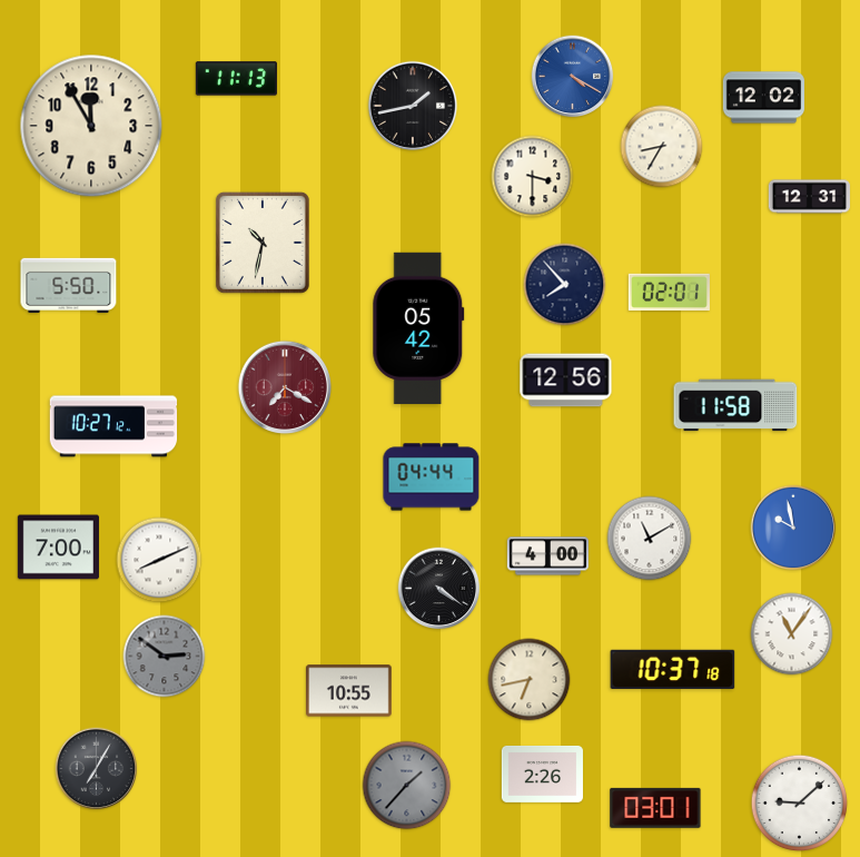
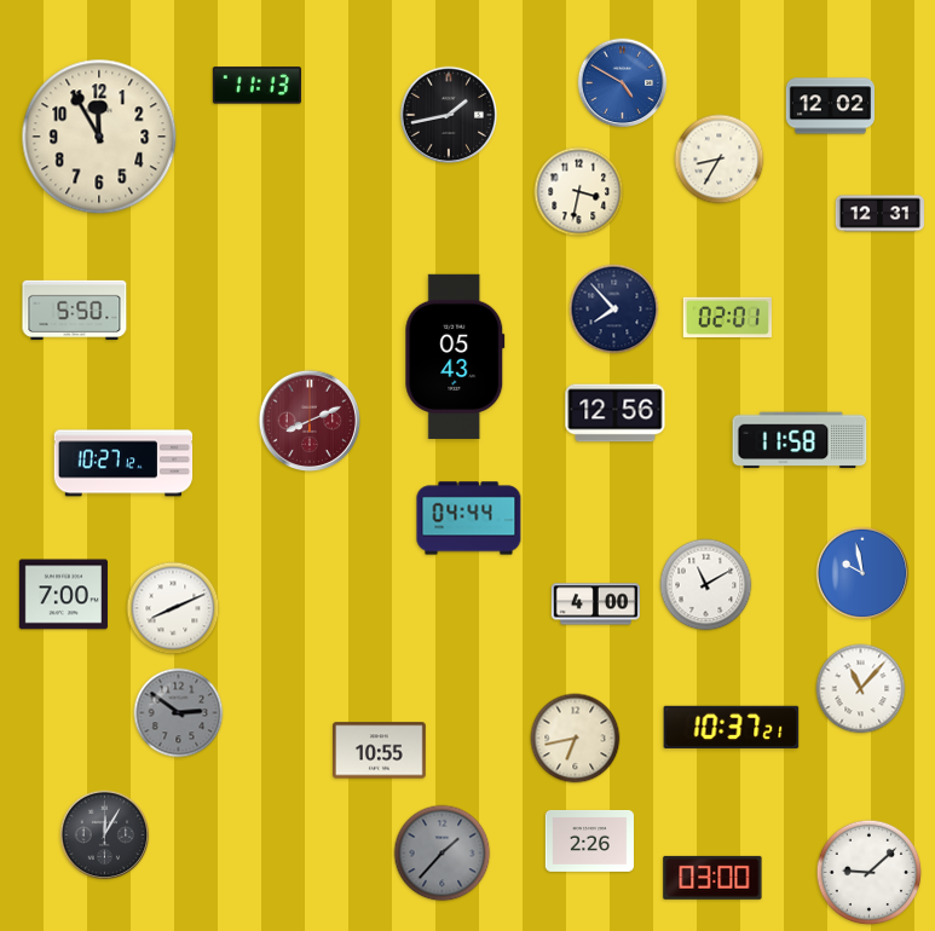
clock at (573, 77): 4:20 -> 4:50
clock at (533, 177): 3:30 -> 3:32
clock at (263, 243): 10:32 -> none
clock at (418, 328): 05:42 -> 05:43
clock at (285, 387): 7:20 -> 8:11
clock at (439, 589): 4:21 -> none
clock at (792, 634): 11:06 -> 11:07
clock at (673, 669): 10:37:18 -> 10:37:21
clock at (97, 769): 7:05 -> 12:05
clock at (655, 808): 03:01 -> 03:00
